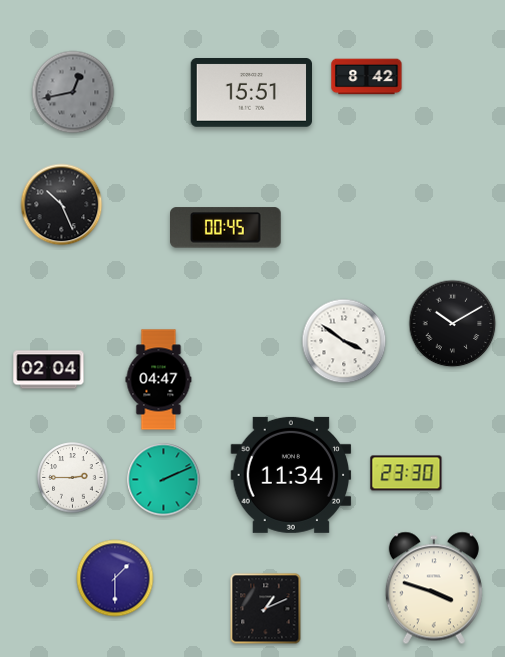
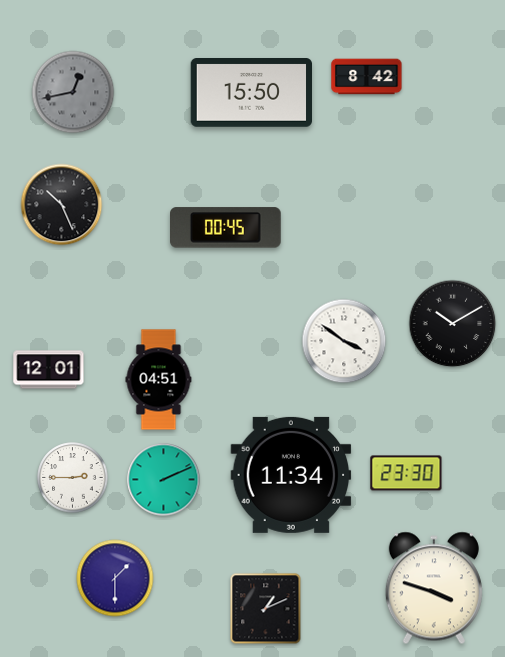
clock at (251, 93): 15:51 -> 15:50
clock at (49, 370): 02:04 -> 12:01
clock at (159, 380): 04:47 -> 04:51
